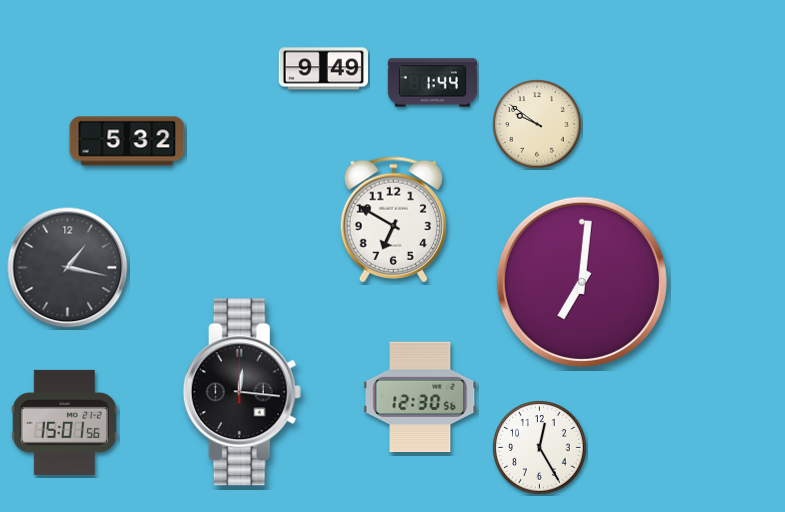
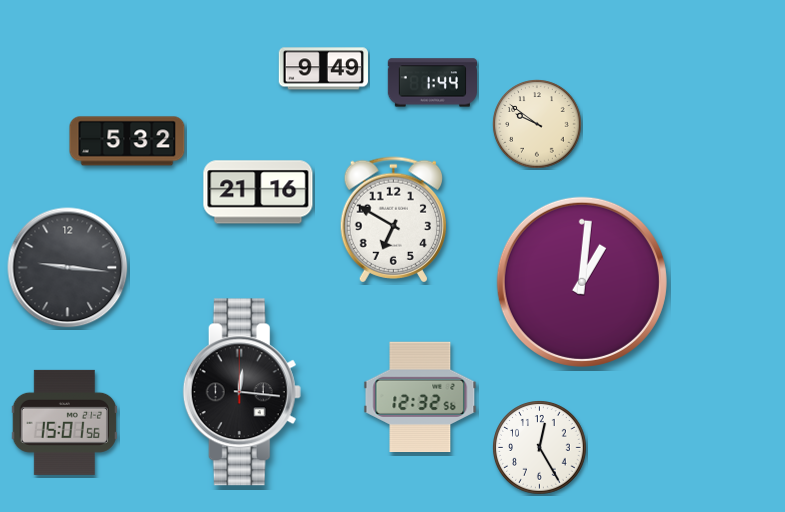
clock at (258, 192): none -> 21:16
clock at (68, 268): 1:17 -> 9:16
clock at (582, 282): 7:01 -> 1:01
clock at (420, 396): 12:30 -> 12:32
